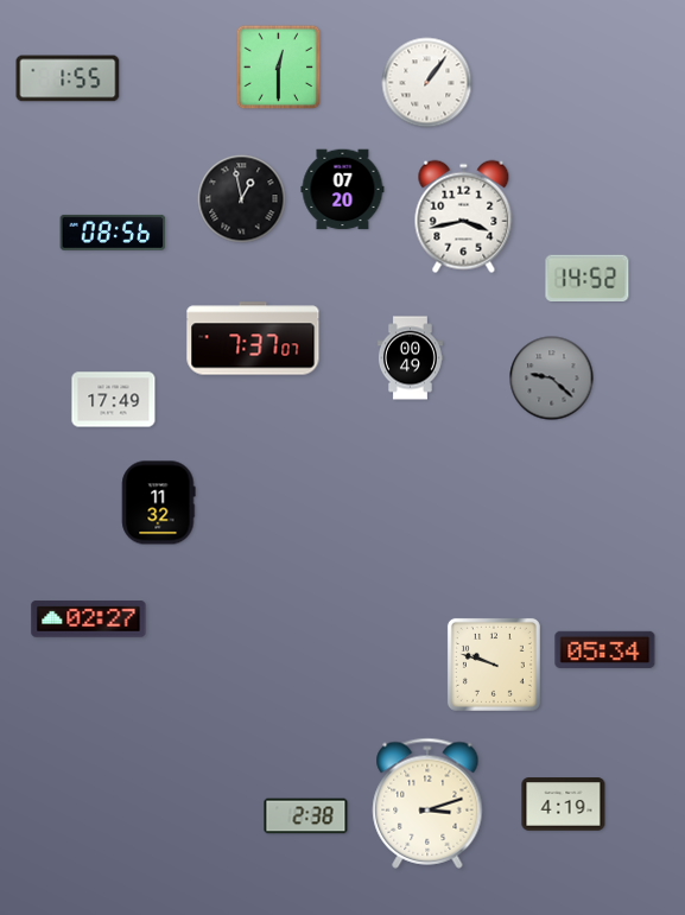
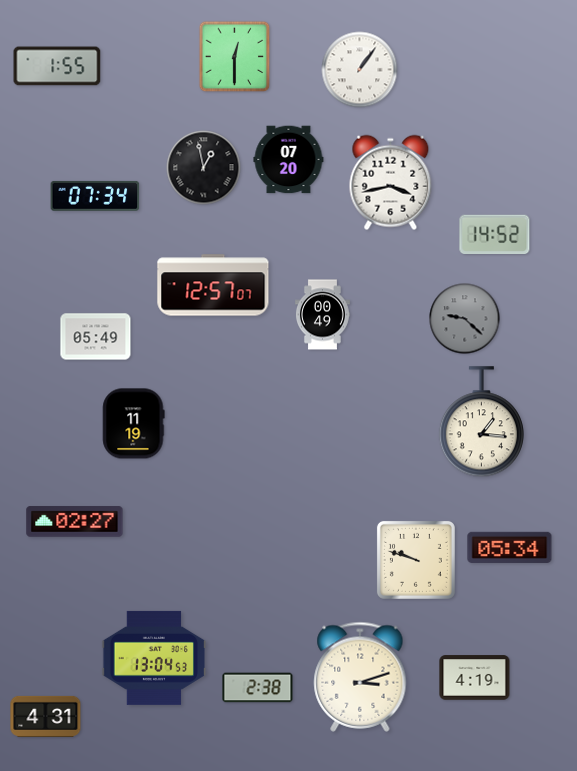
clock at (113, 233): 08:56 -> 07:34
clock at (253, 338): 7:37 -> 12:57
clock at (410, 358) position: (410, 358) -> (322, 315)
clock at (114, 400): 17:49 -> 05:49
clock at (481, 422): none -> 1:16
clock at (159, 503): 11:32 -> 11:19
clock at (154, 658): none -> 13:04
clock at (46, 716): none -> 4:31
